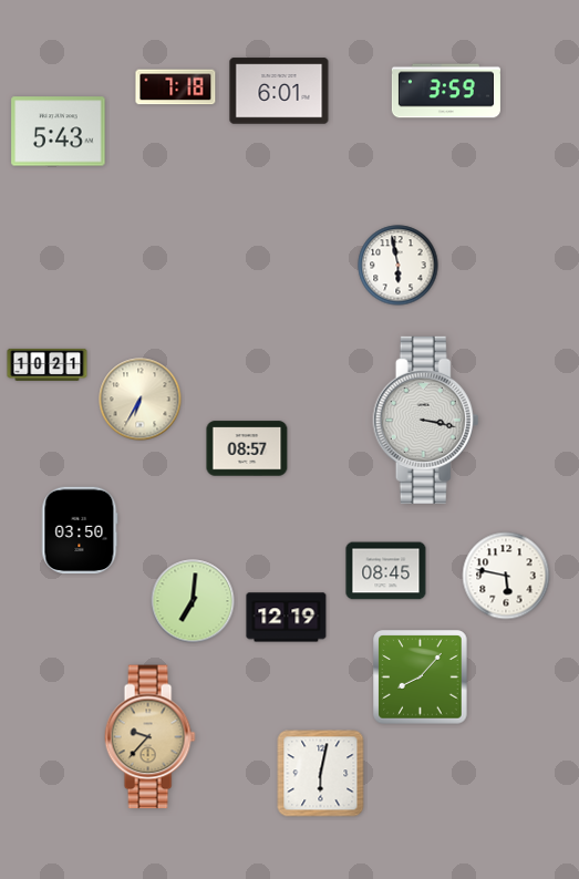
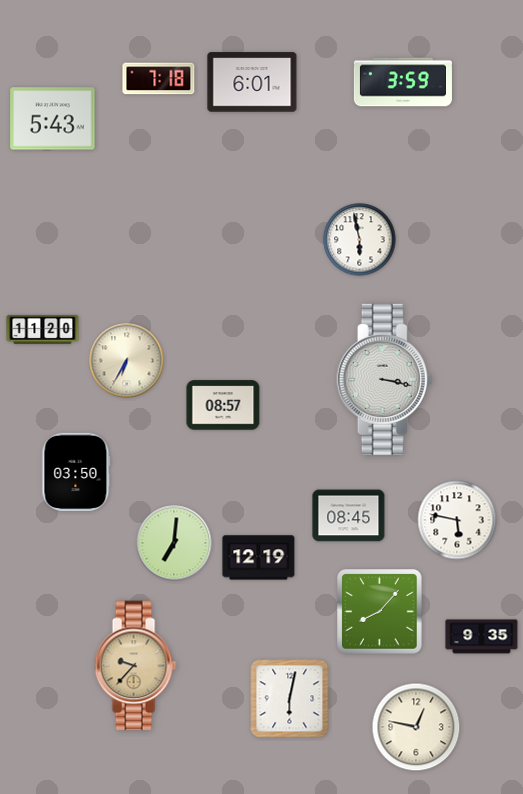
clock at (48, 364): 10:21 -> 11:20
clock at (80, 530) position: (80, 530) -> (76, 472)
clock at (482, 637): none -> 9:35
clock at (416, 727): none -> 12:47
